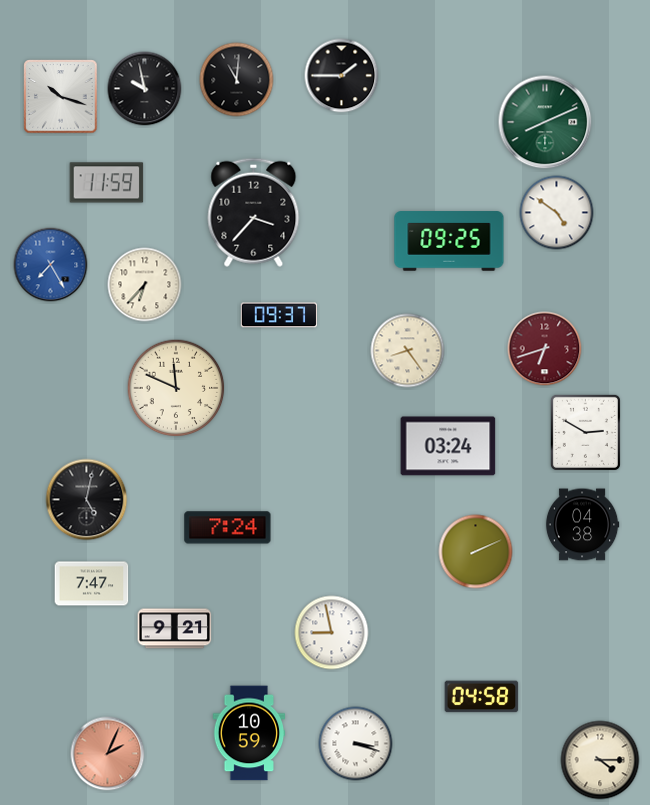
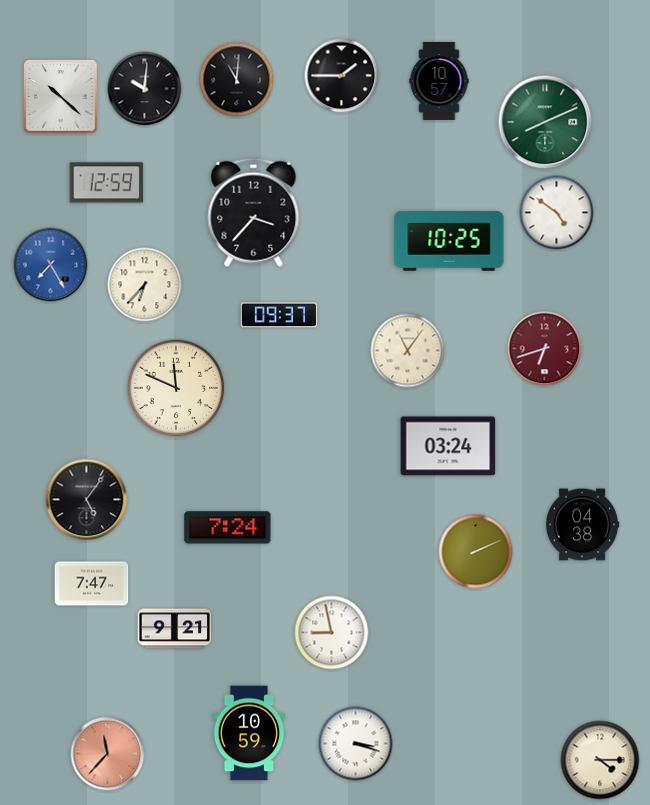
clock at (439, 81): none -> 10:57
clock at (145, 89): 9:58 -> 10:01
clock at (61, 97): 10:18 -> 10:22
clock at (107, 183): 11:59 -> 12:59
clock at (449, 241): 09:25 -> 10:25
clock at (408, 351): 8:24 -> 11:06
clock at (585, 432): 2:50 -> none
clock at (87, 500): 5:02 -> 5:06
clock at (482, 697): 04:58 -> none
clock at (108, 754): 2:04 -> 11:37
